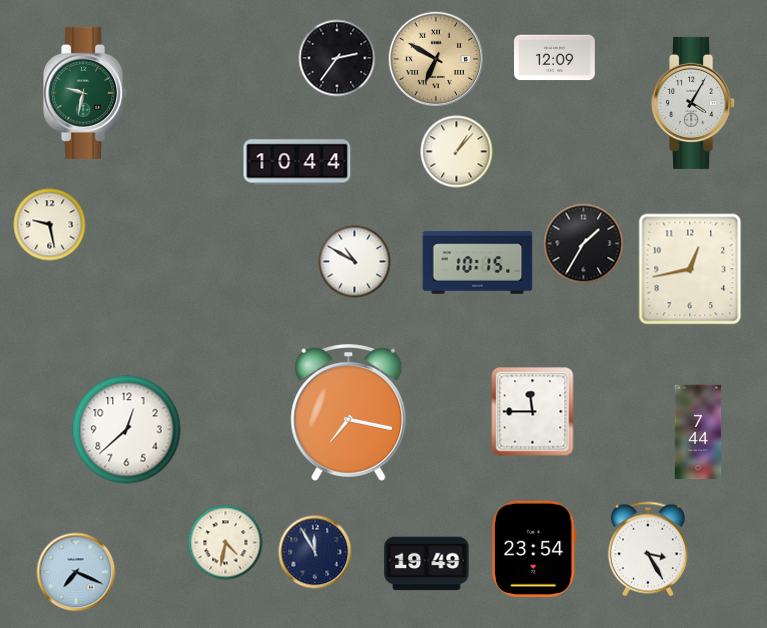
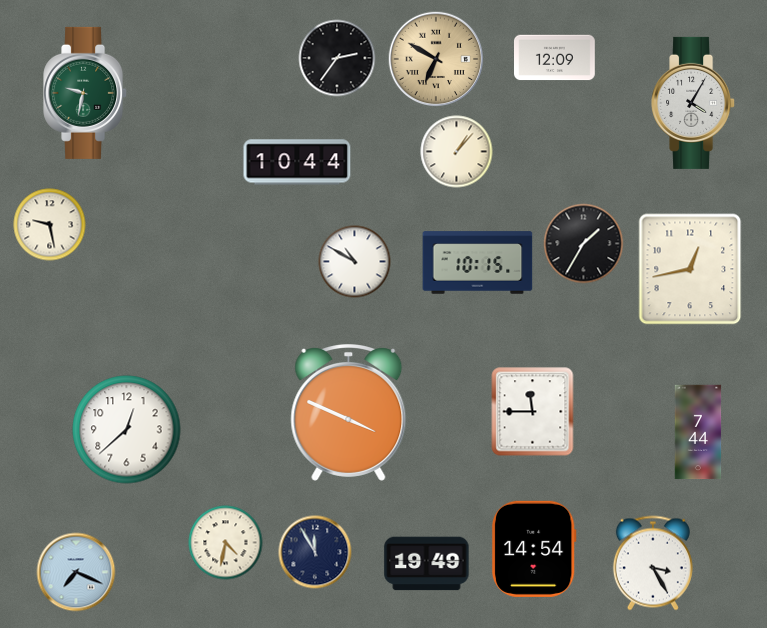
clock at (349, 413): 7:17 -> 3:49
clock at (534, 549): 23:54 -> 14:54
clock at (648, 549) position: (648, 549) -> (653, 563)
